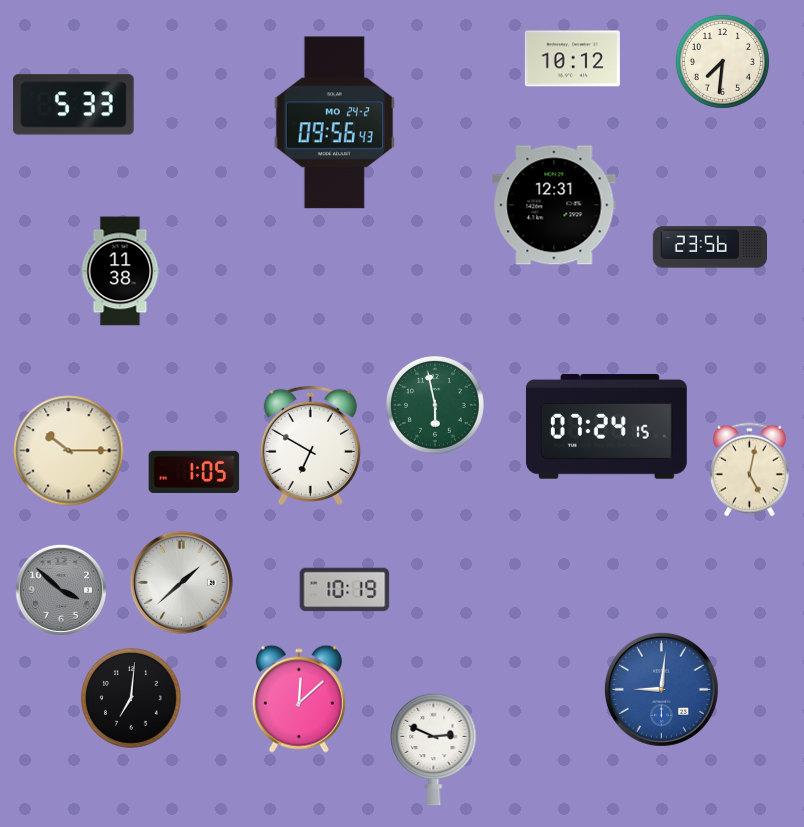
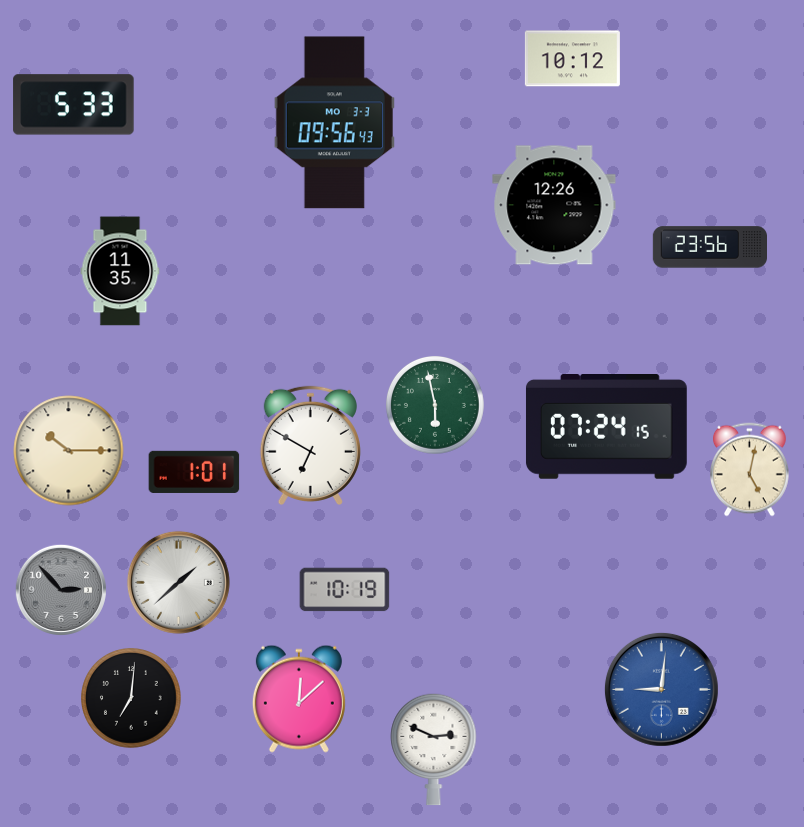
clock at (722, 61): 7:31 -> none
clock at (334, 123) date: MO 24-2 -> MO 3-3
clock at (554, 205): 12:31 -> 12:26
clock at (120, 271): 11:38 -> 11:35
clock at (194, 472): 1:05 -> 1:01
clock at (181, 582) position: (181, 582) -> (178, 582)
clock at (61, 590): 3:52 -> 2:53
